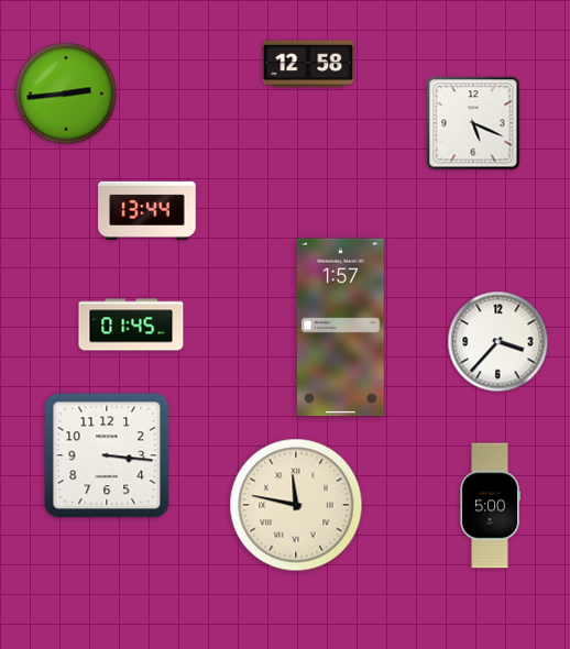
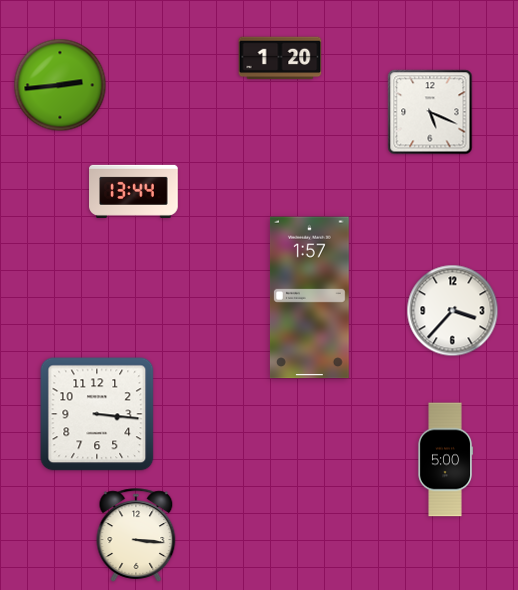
clock at (308, 64): 12:58 -> 1:20
clock at (131, 324): 01:45 -> none
clock at (296, 505): 11:47 -> none
clock at (136, 535): none -> 3:16
